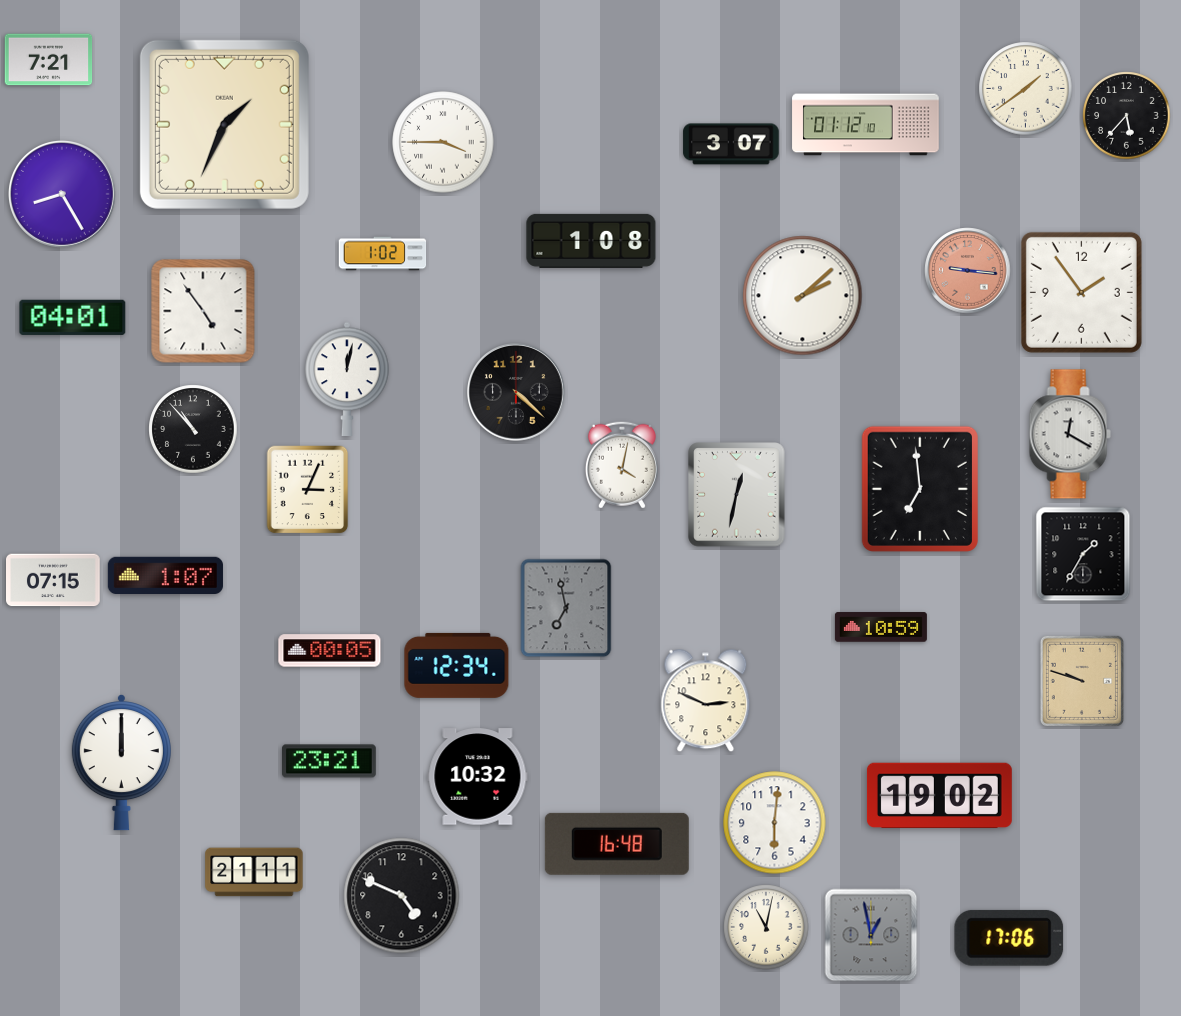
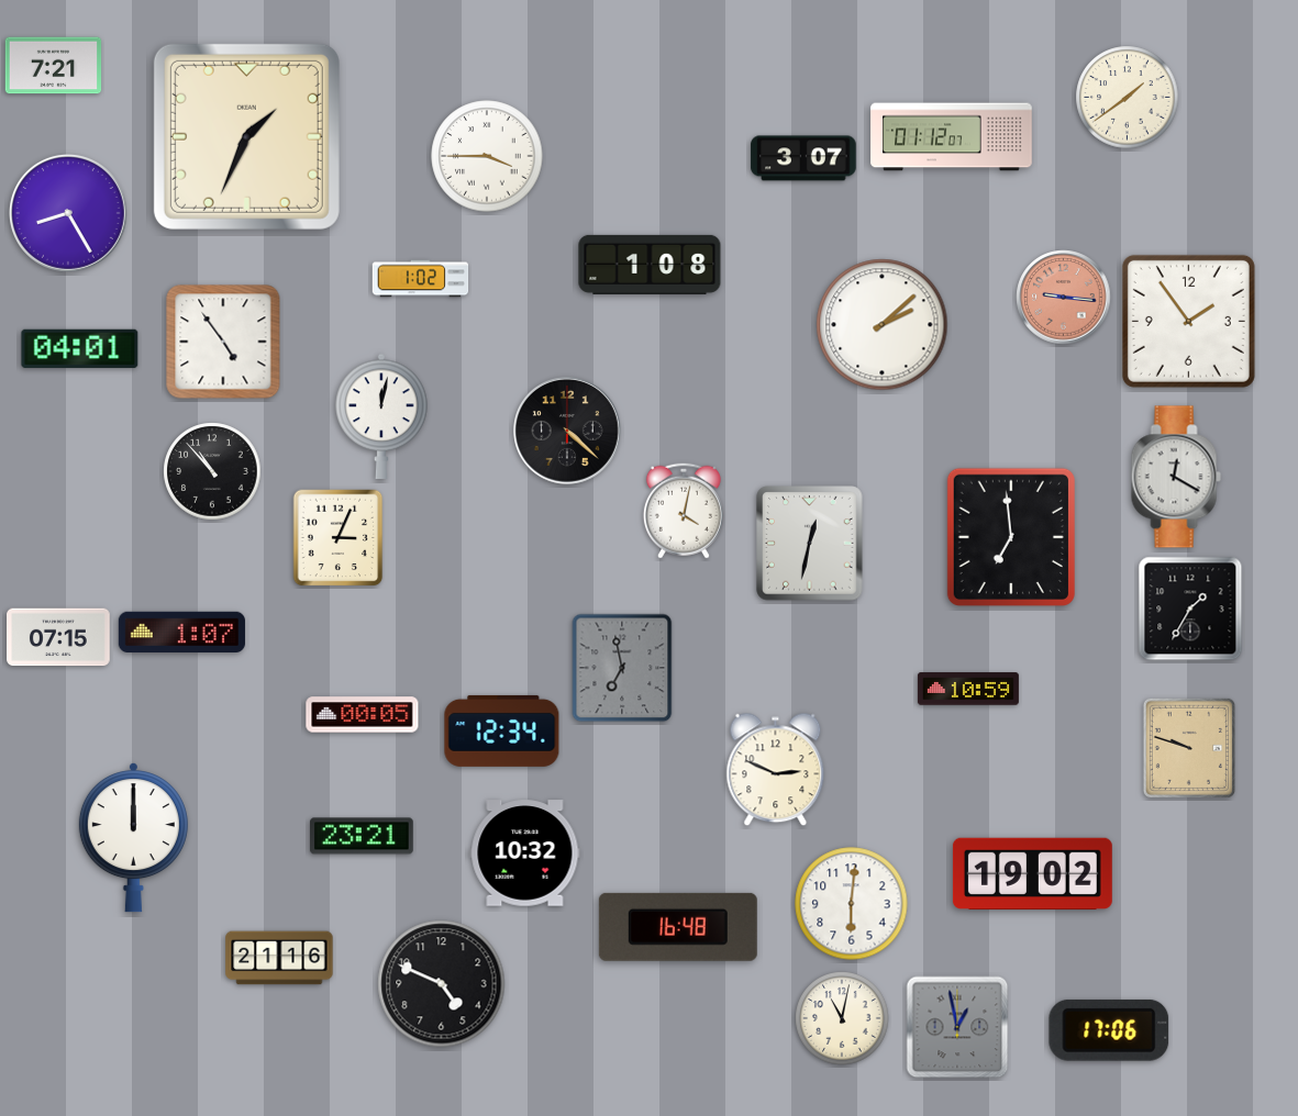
clock at (1127, 116): 5:37 -> none
clock at (866, 125): 01:12:10 -> 01:12:07
clock at (254, 872): 21:11 -> 21:16
